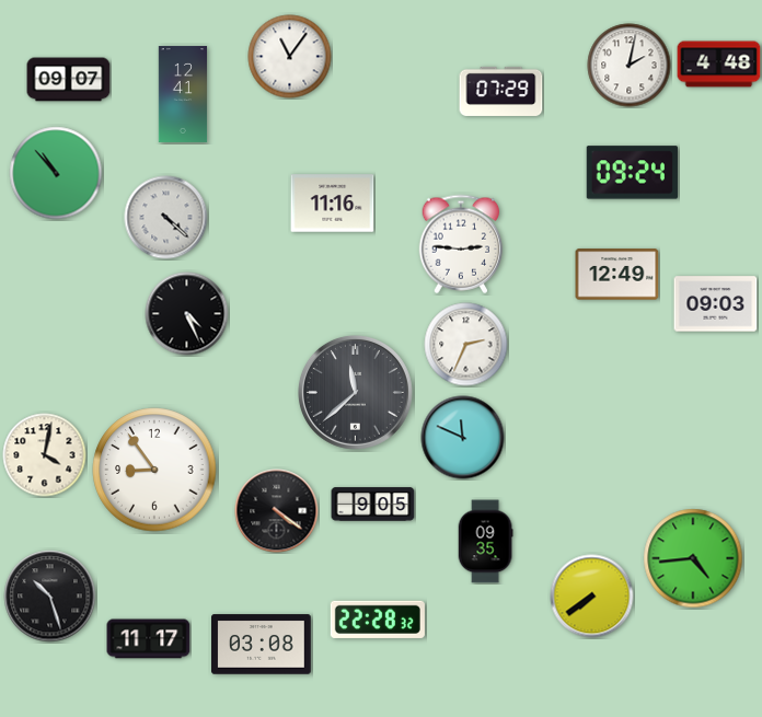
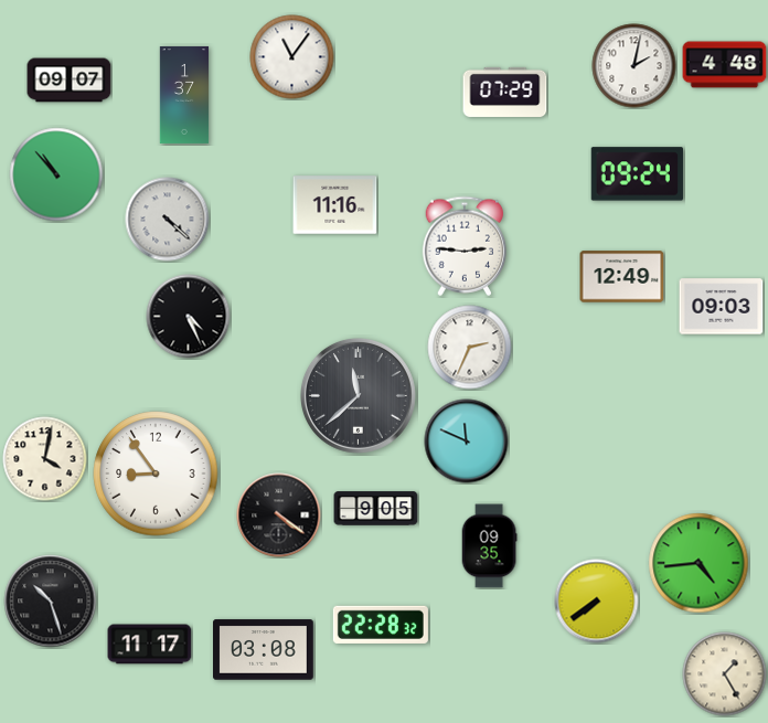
clock at (183, 94): 12:41 -> 1:37
clock at (725, 674): none -> 1:25
